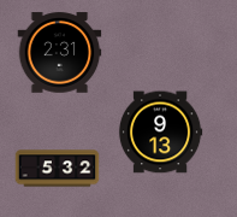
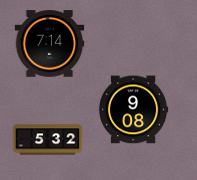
clock at (60, 53): 2:31 -> 7:14
clock at (160, 133): 9:13 -> 9:08
